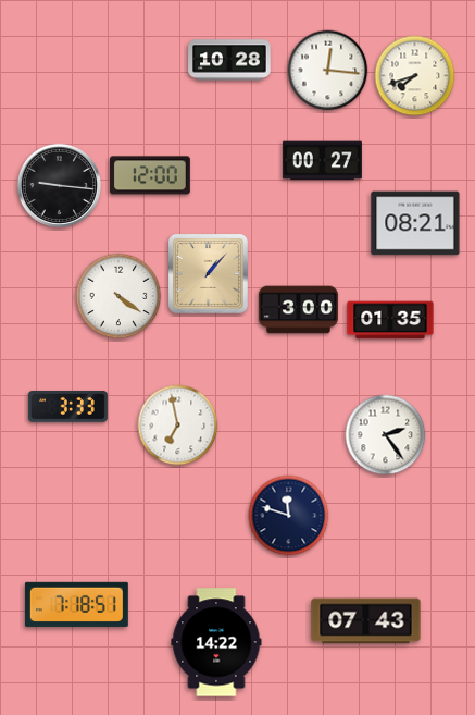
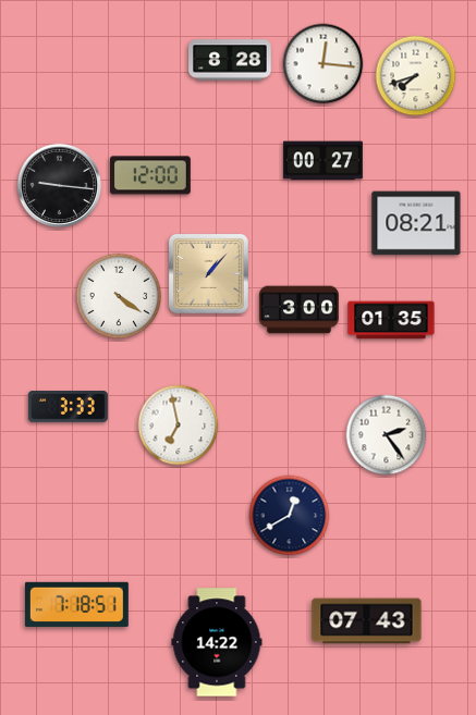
clock at (229, 60): 10:28 -> 8:28
clock at (328, 71) position: (328, 71) -> (324, 64)
clock at (289, 516): 11:48 -> 12:40
